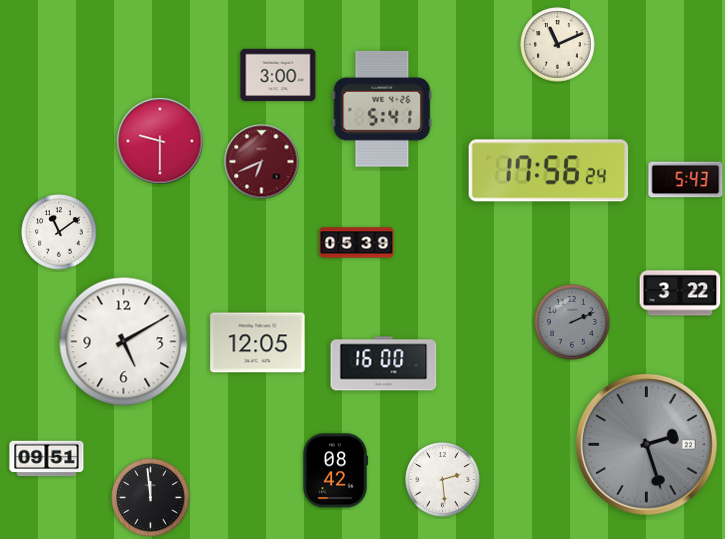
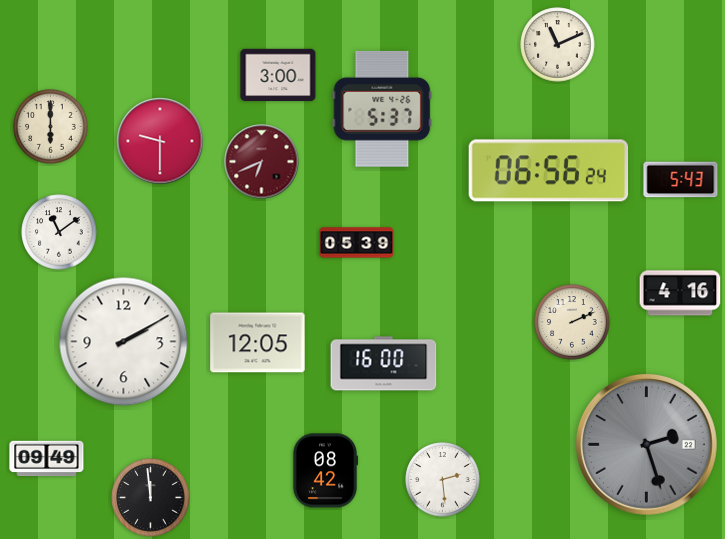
clock at (382, 109): 5:41 -> 5:37
clock at (51, 127): none -> 6:00
clock at (549, 171): 17:56 -> 06:56
clock at (686, 180) position: (686, 180) -> (681, 180)
clock at (680, 293): 3:22 -> 4:16
clock at (572, 322) dial: grey -> cream
clock at (124, 342): 5:10 -> 2:10
clock at (47, 459): 09:51 -> 09:49
clock at (335, 471) position: (335, 471) -> (325, 471)
